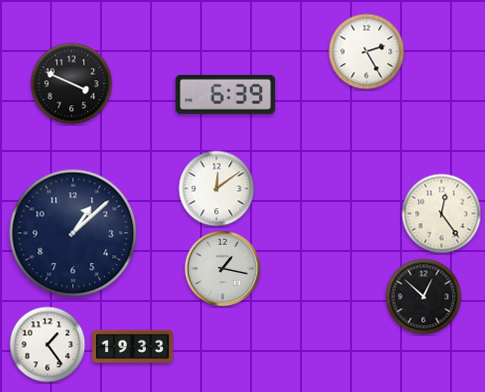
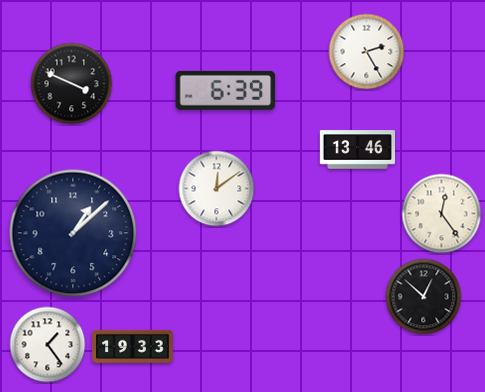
clock at (226, 94) position: (226, 94) -> (226, 90)
clock at (357, 150): none -> 13:46
clock at (223, 269): 1:17 -> none
